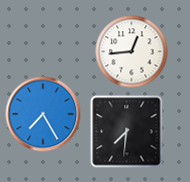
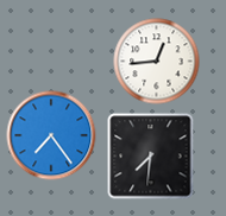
clock at (43, 114): 7:25 -> 7:24
